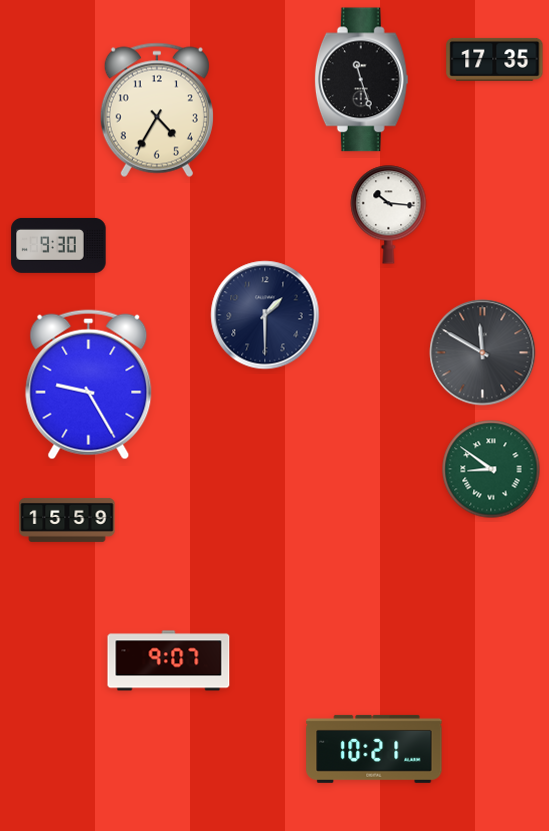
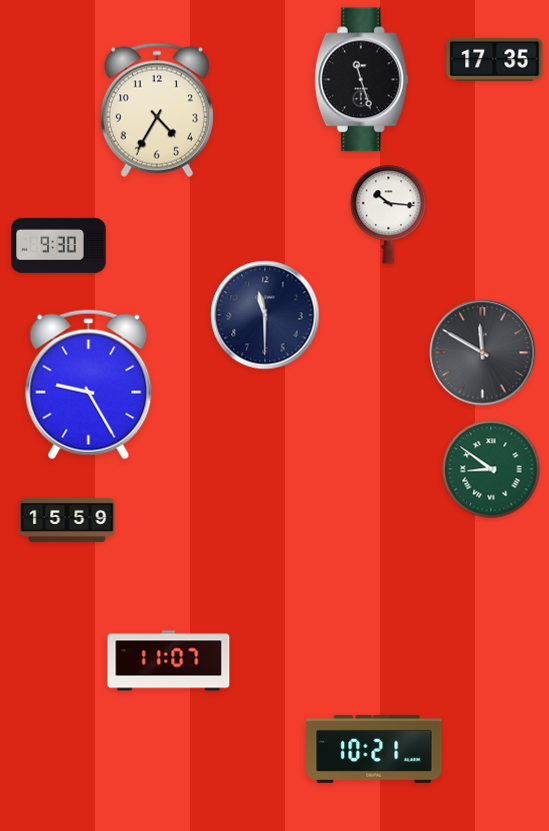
clock at (265, 315): 1:30 -> 11:30
clock at (169, 661): 9:07 -> 11:07
